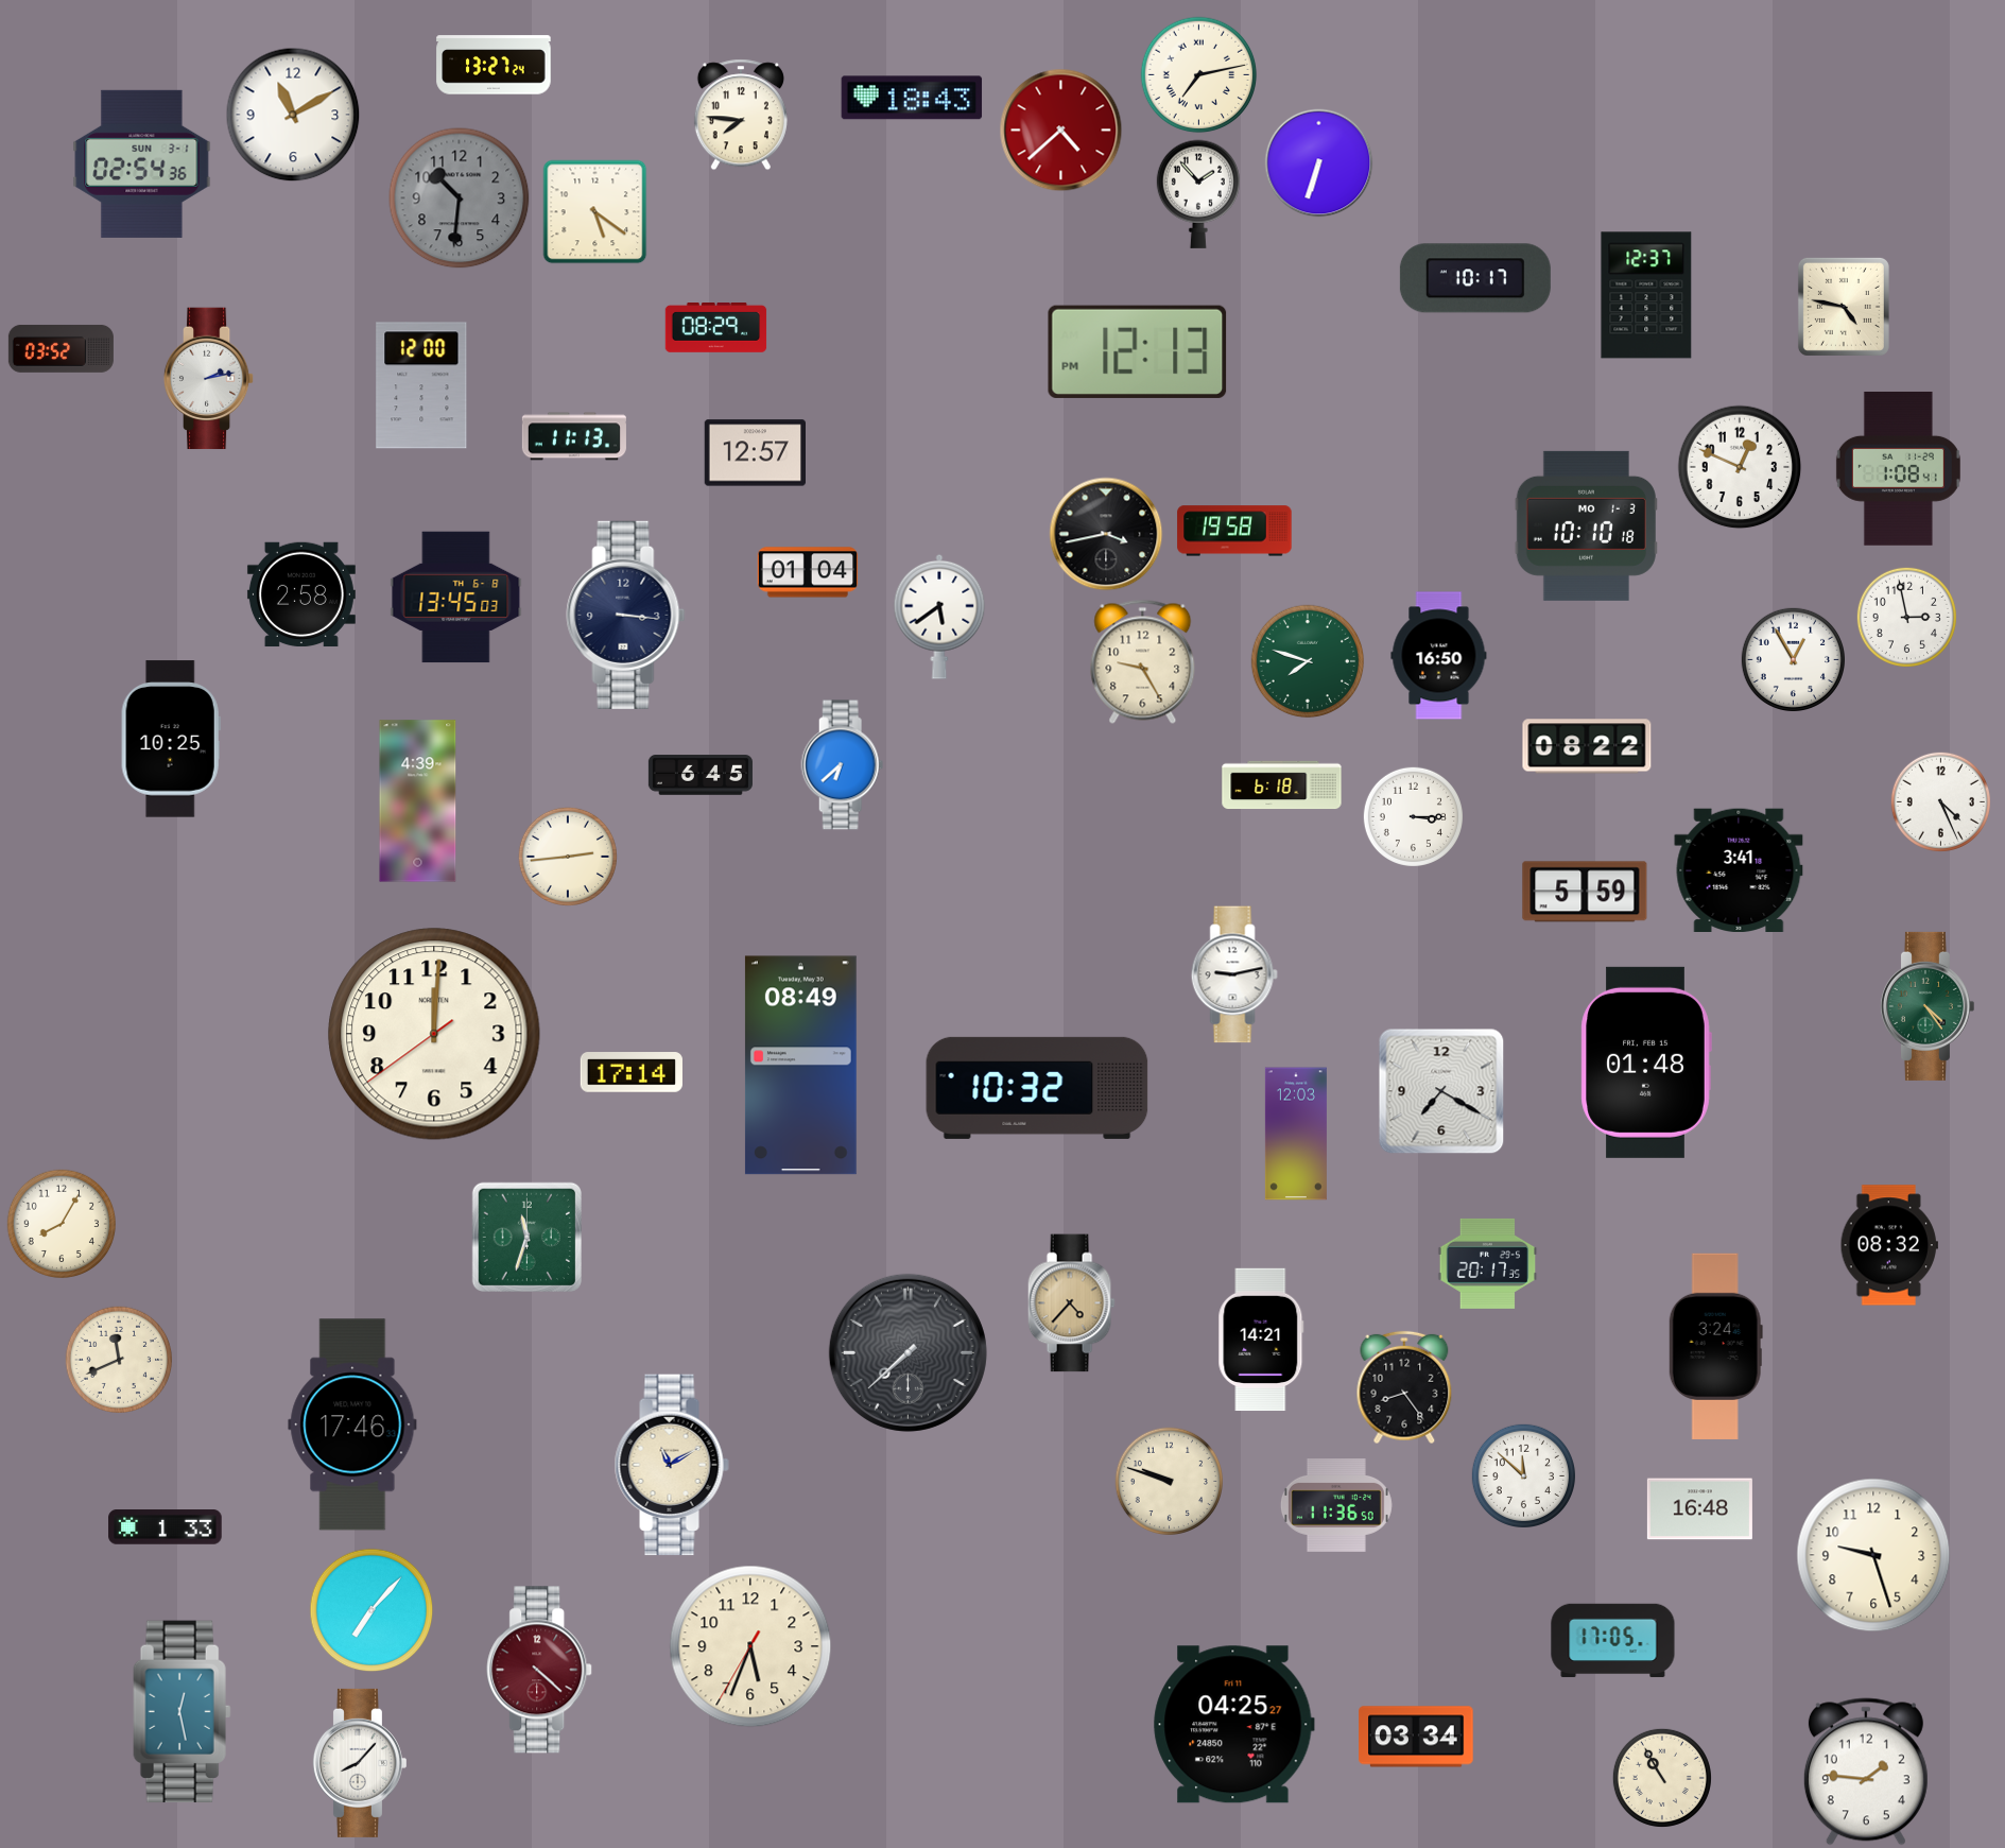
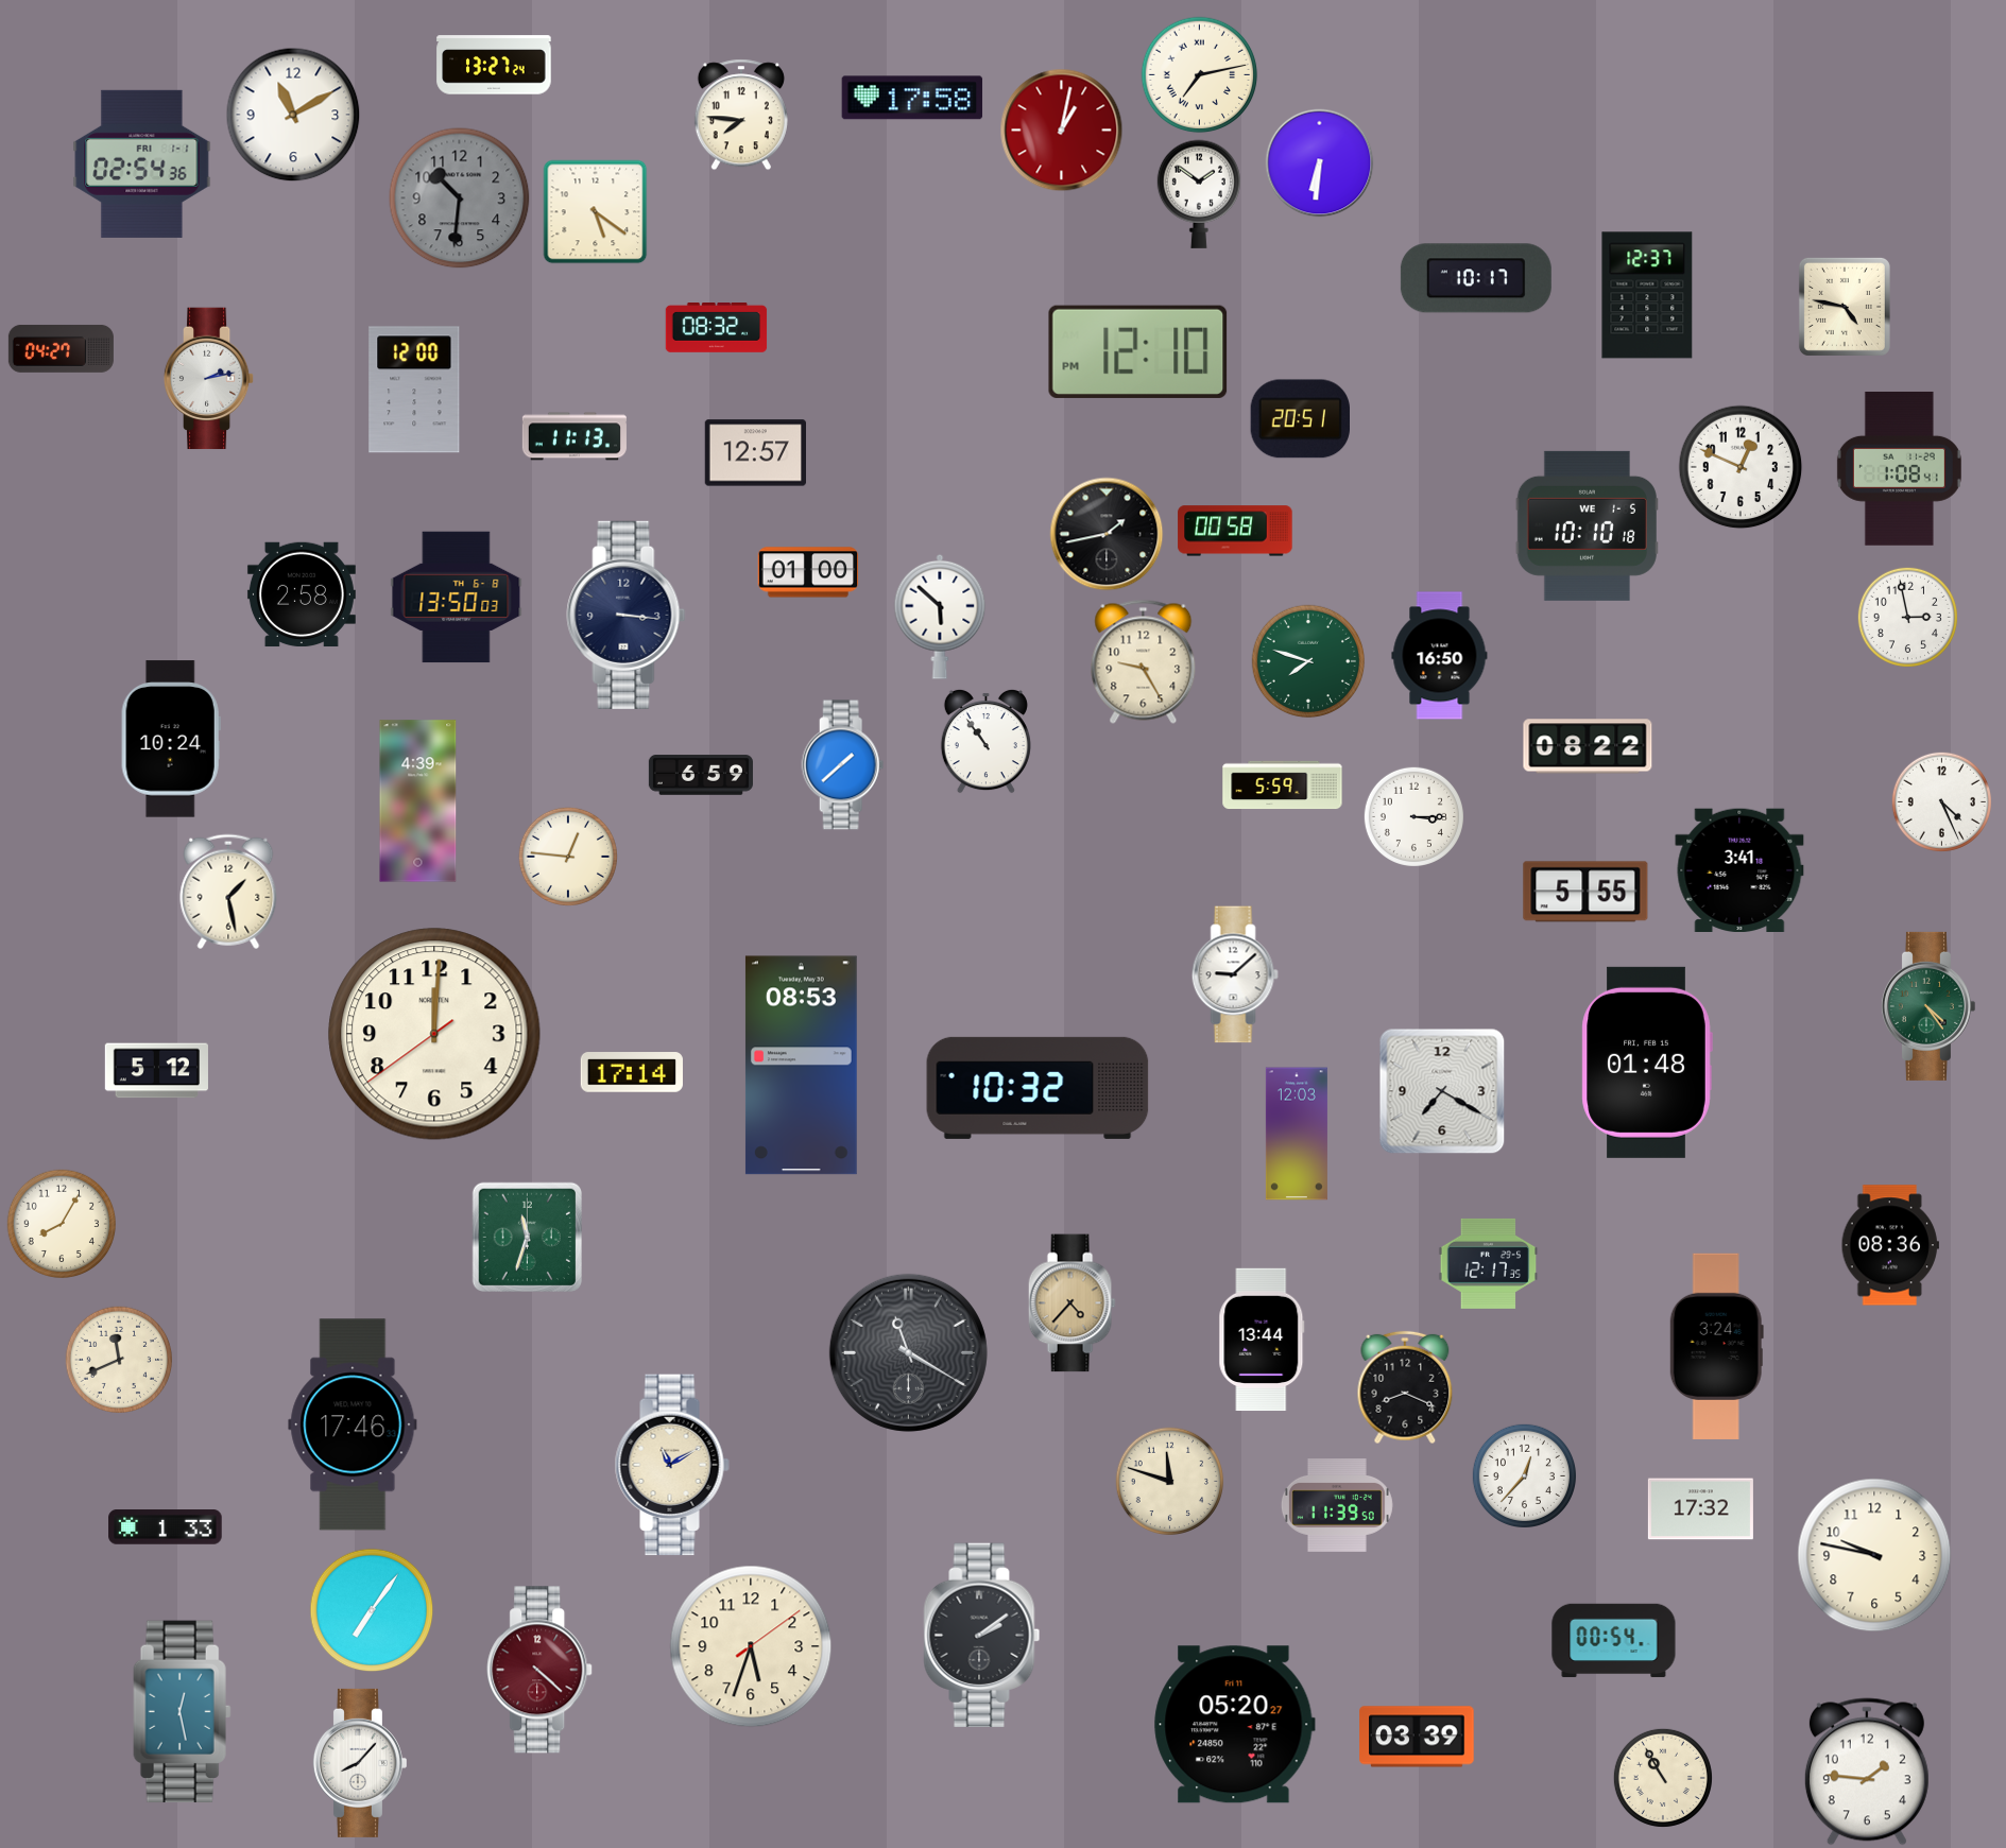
clock at (912, 98): 18:43 -> 17:58
clock at (1061, 131): 4:38 -> 1:02
clock at (142, 163) date: SUN 3-1 -> FRI 1-1
clock at (1319, 163): 6:33 -> 6:31
clock at (1197, 194): 1:53 -> 1:51
clock at (716, 328): 08:29 -> 08:32
clock at (61, 348): 03:52 -> 04:27
clock at (1138, 351): 12:13 -> 12:10
clock at (421, 385) position: (421, 385) -> (414, 390)
clock at (1300, 419): none -> 20:51
clock at (1586, 525) date: MO 1-3 -> WE 1-5
clock at (1234, 531): 19:58 -> 00:58
clock at (1106, 534): 3:43 -> 1:43
clock at (808, 572): 01:04 -> 01:00
clock at (456, 598): 13:45 -> 13:50
clock at (939, 617): 5:39 -> 5:52
clock at (1793, 659): 12:55 -> none
clock at (171, 739): 10:25 -> 10:24
clock at (985, 741): none -> 10:54
clock at (843, 765): 6:38 -> 1:38
clock at (701, 775): 6:45 -> 6:59
clock at (1282, 785): 6:18 -> 5:59
clock at (568, 857): 2:44 -> 12:46
clock at (228, 892): none -> 1:28
clock at (1585, 892): 5:59 -> 5:55
clock at (1234, 974): 9:13 -> 9:08
clock at (800, 1066): 08:49 -> 08:53
clock at (156, 1071): none -> 5:12
clock at (1889, 1245): 08:32 -> 08:36
clock at (1488, 1263): 20:17 -> 12:17
clock at (1261, 1340): 14:21 -> 13:44
clock at (908, 1352): 7:38 -> 11:20
clock at (1404, 1387): 8:24 -> 8:19
clock at (1523, 1475): 11:52 -> 12:37
clock at (1169, 1481): 9:48 -> 11:48
clock at (1336, 1506): 11:36 -> 11:39
clock at (1699, 1509): 16:48 -> 17:32
clock at (1873, 1555): 9:27 -> 9:47
clock at (371, 1610): 7:07 -> 7:06
clock at (982, 1635): none -> 2:09
clock at (1613, 1641): 17:05 -> 00:54
clock at (750, 1646): 5:33:35 -> 5:33:09
clock at (1233, 1725): 04:25 -> 05:20
clock at (1416, 1737): 03:34 -> 03:39
